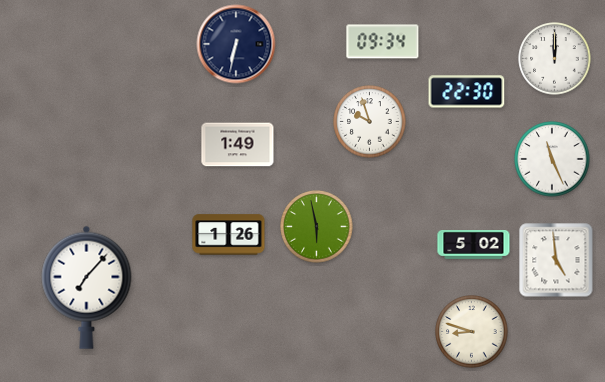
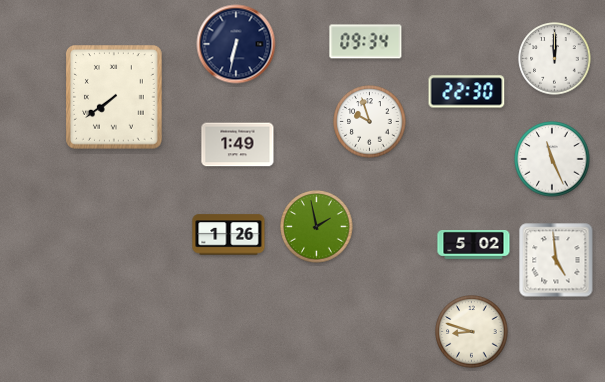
clock at (383, 42) position: (383, 42) -> (366, 42)
clock at (115, 97): none -> 7:39
clock at (317, 227): 5:58 -> 1:58
clock at (87, 287): 7:07 -> none
